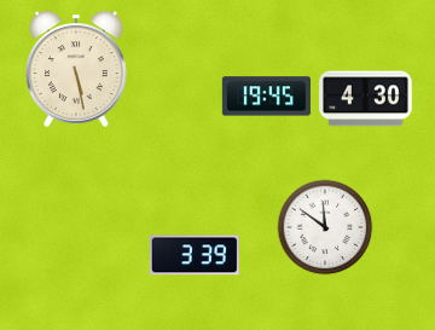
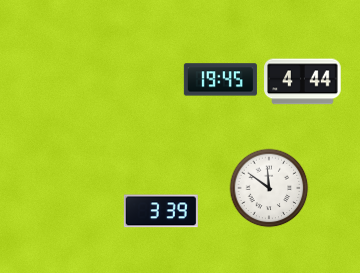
clock at (76, 69): 5:28 -> none
clock at (366, 99): 4:30 -> 4:44
